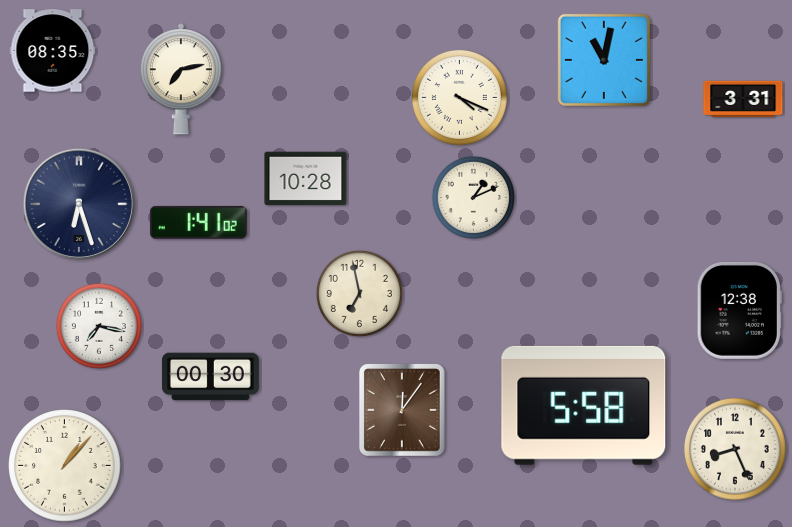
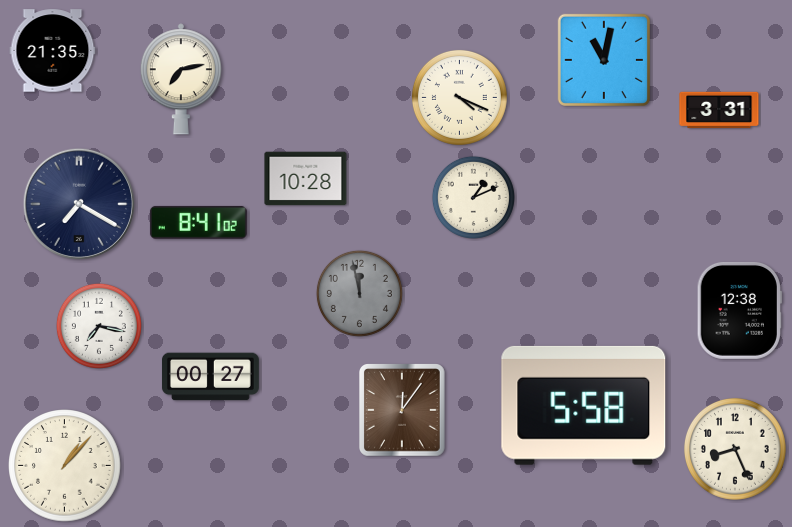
clock at (53, 51): 08:35 -> 21:35
clock at (743, 99) position: (743, 99) -> (719, 110)
clock at (79, 204): 6:27 -> 7:20
clock at (198, 222): 1:41 -> 8:41
clock at (359, 293): 6:58 -> 11:58
clock at (359, 293) dial: cream -> grey
clock at (210, 377): 00:30 -> 00:27
